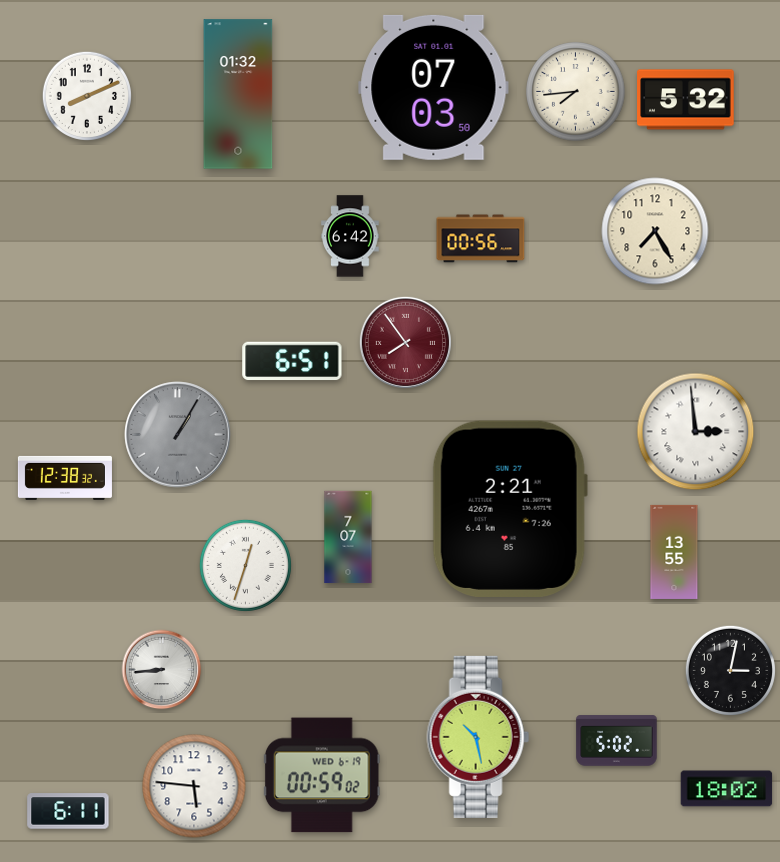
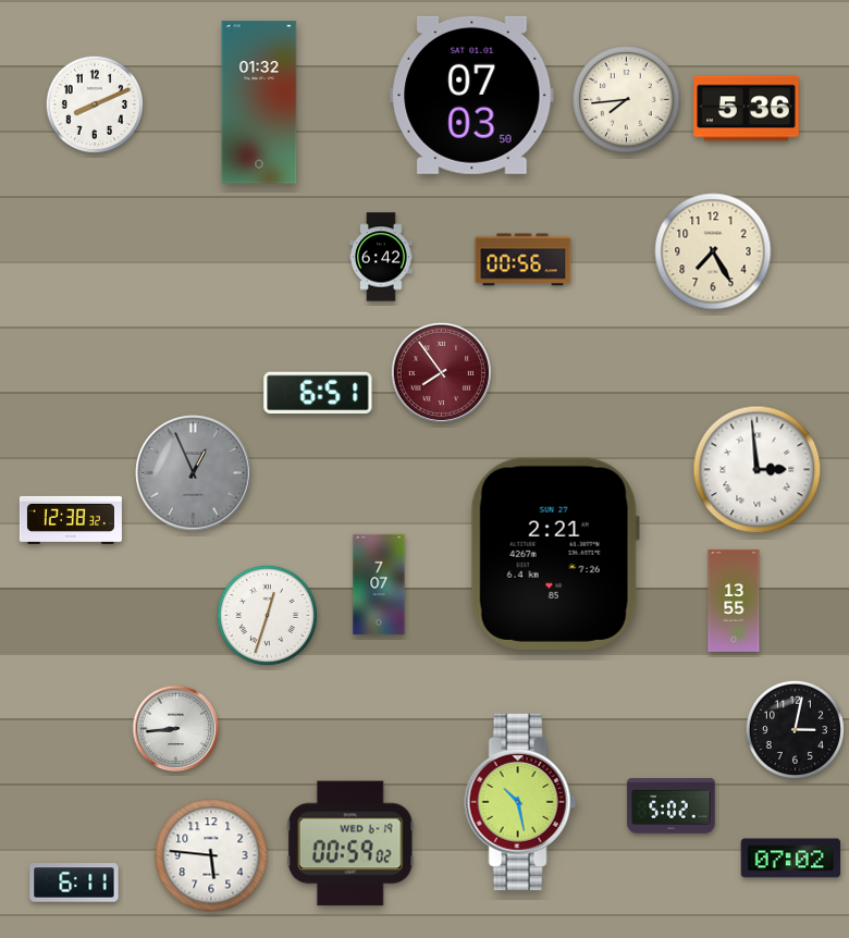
clock at (686, 100): 5:32 -> 5:36
clock at (178, 435): 1:05 -> 12:56
clock at (727, 789): 18:02 -> 07:02
